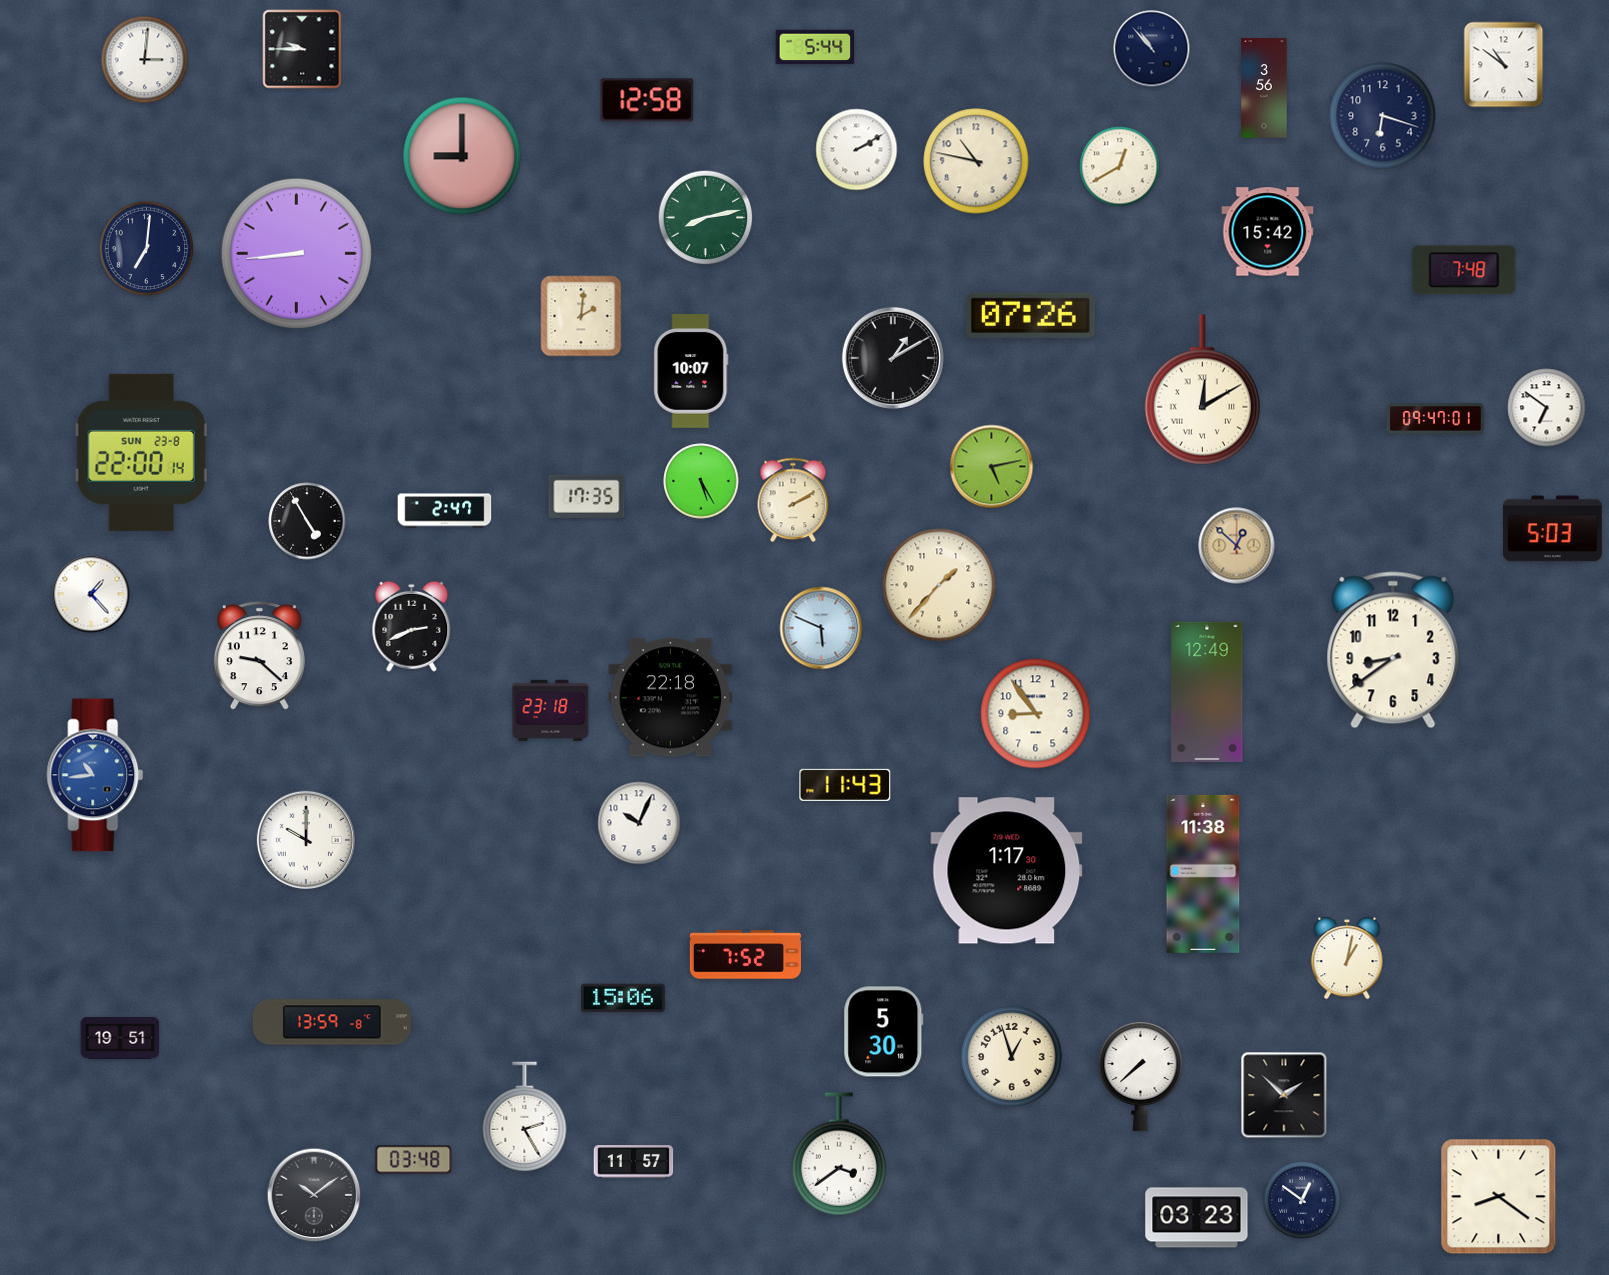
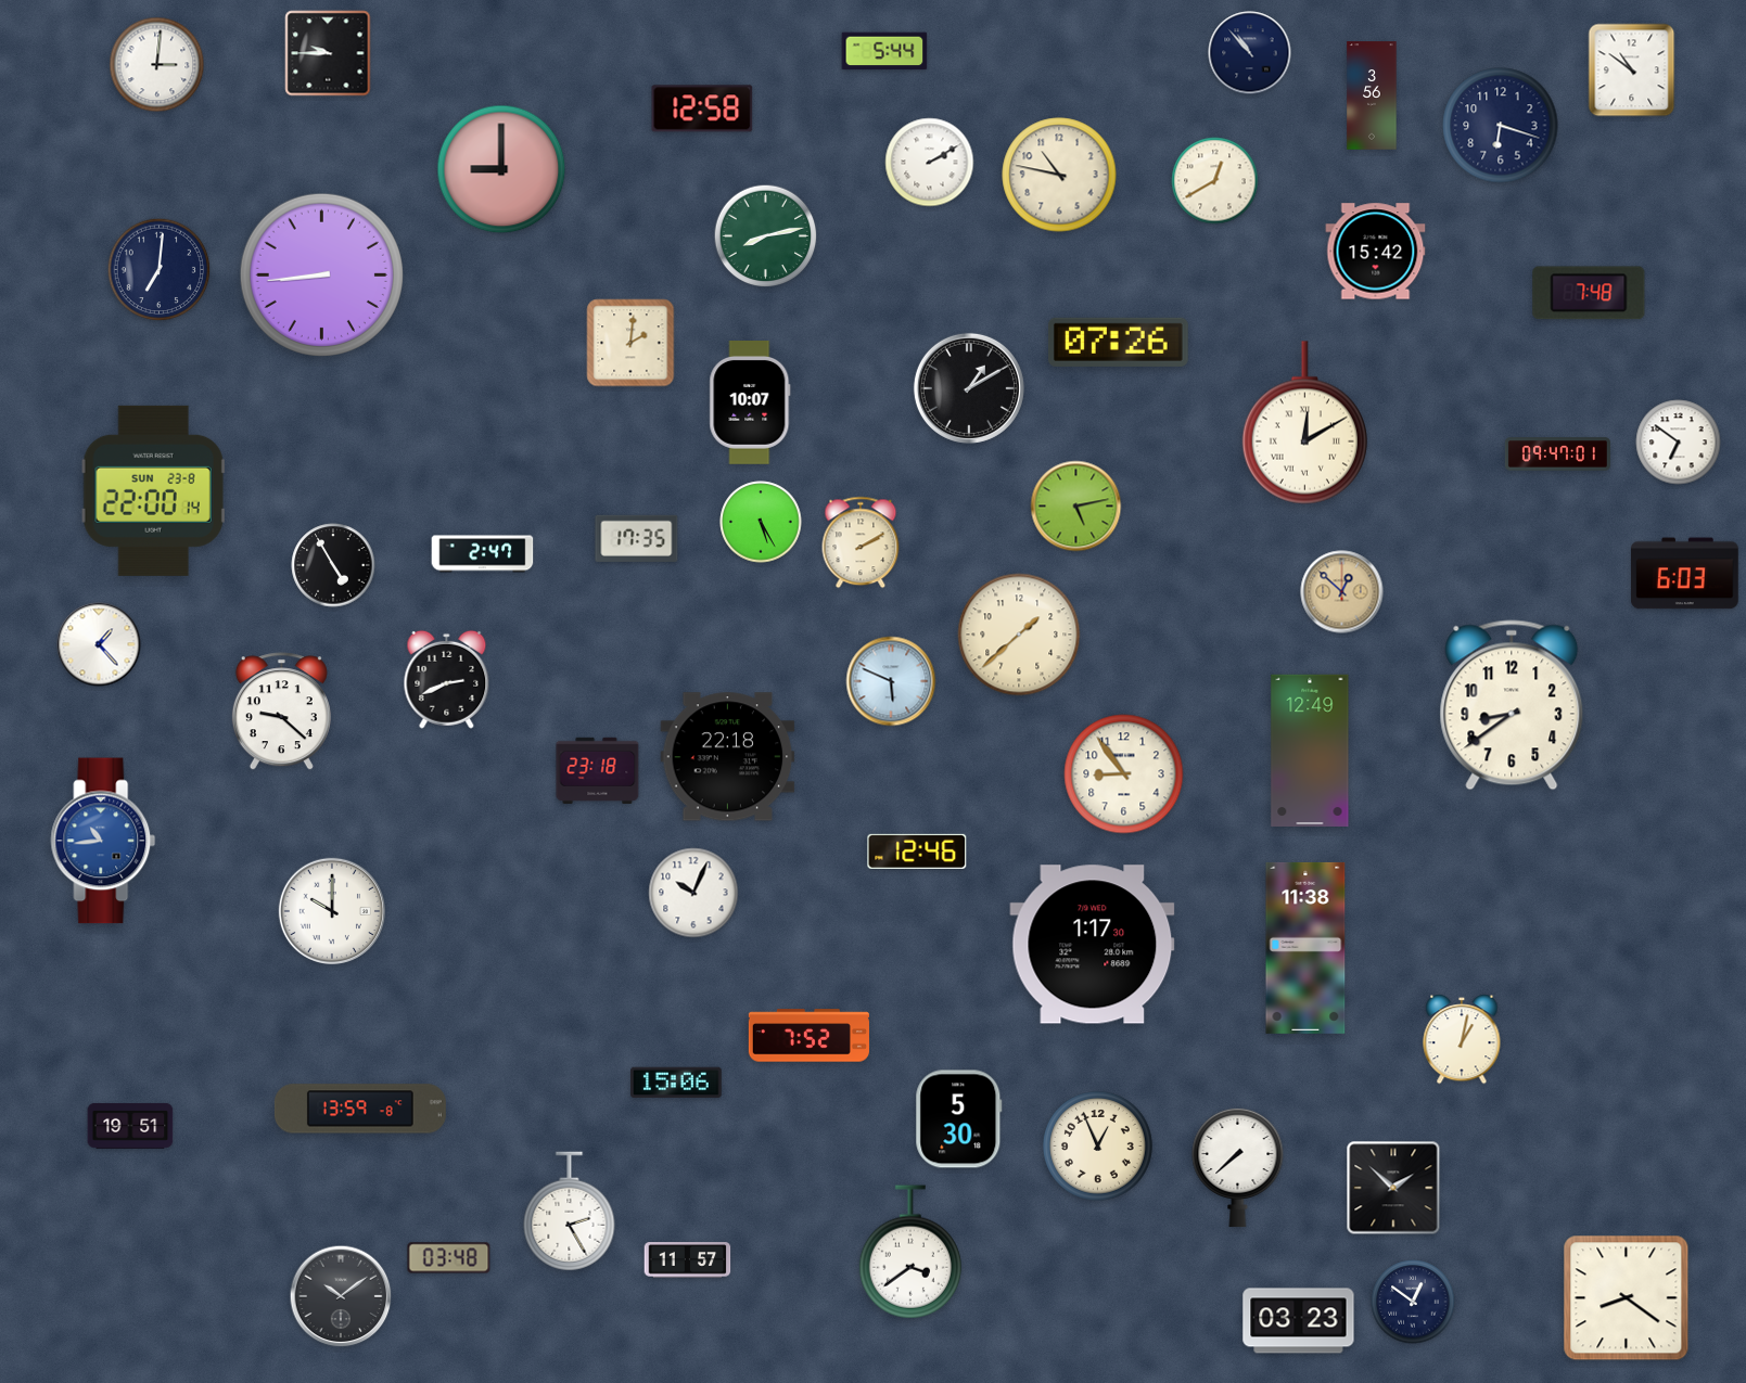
clock at (1552, 529): 5:03 -> 6:03
clock at (939, 585): 1:37 -> 1:38
clock at (845, 785): 11:43 -> 12:46
clock at (1012, 1057): 12:57 -> 12:56
